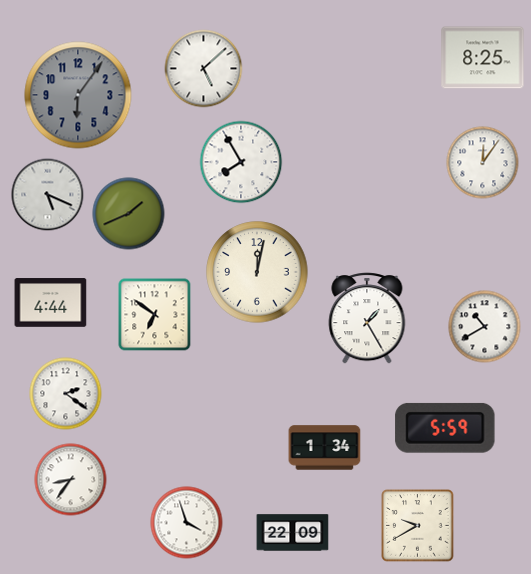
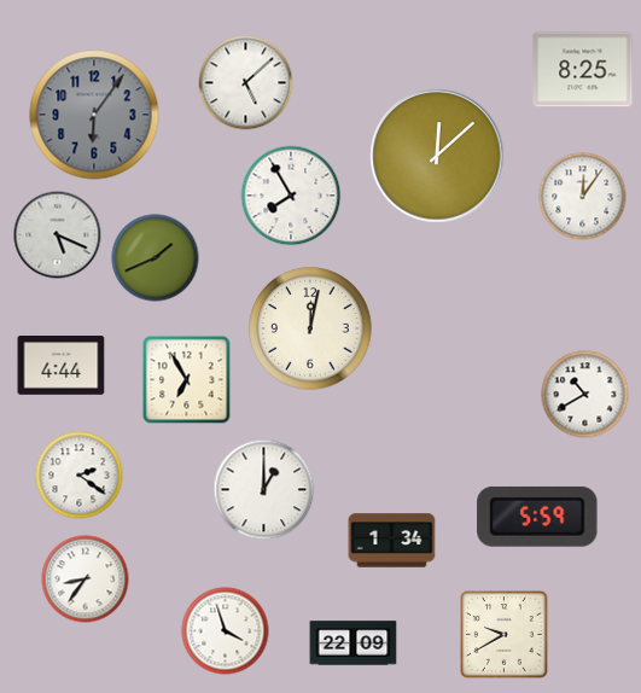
clock at (437, 156): none -> 12:08
clock at (155, 315): 6:51 -> 6:55
clock at (367, 318): 1:25 -> none
clock at (264, 490): none -> 1:00
